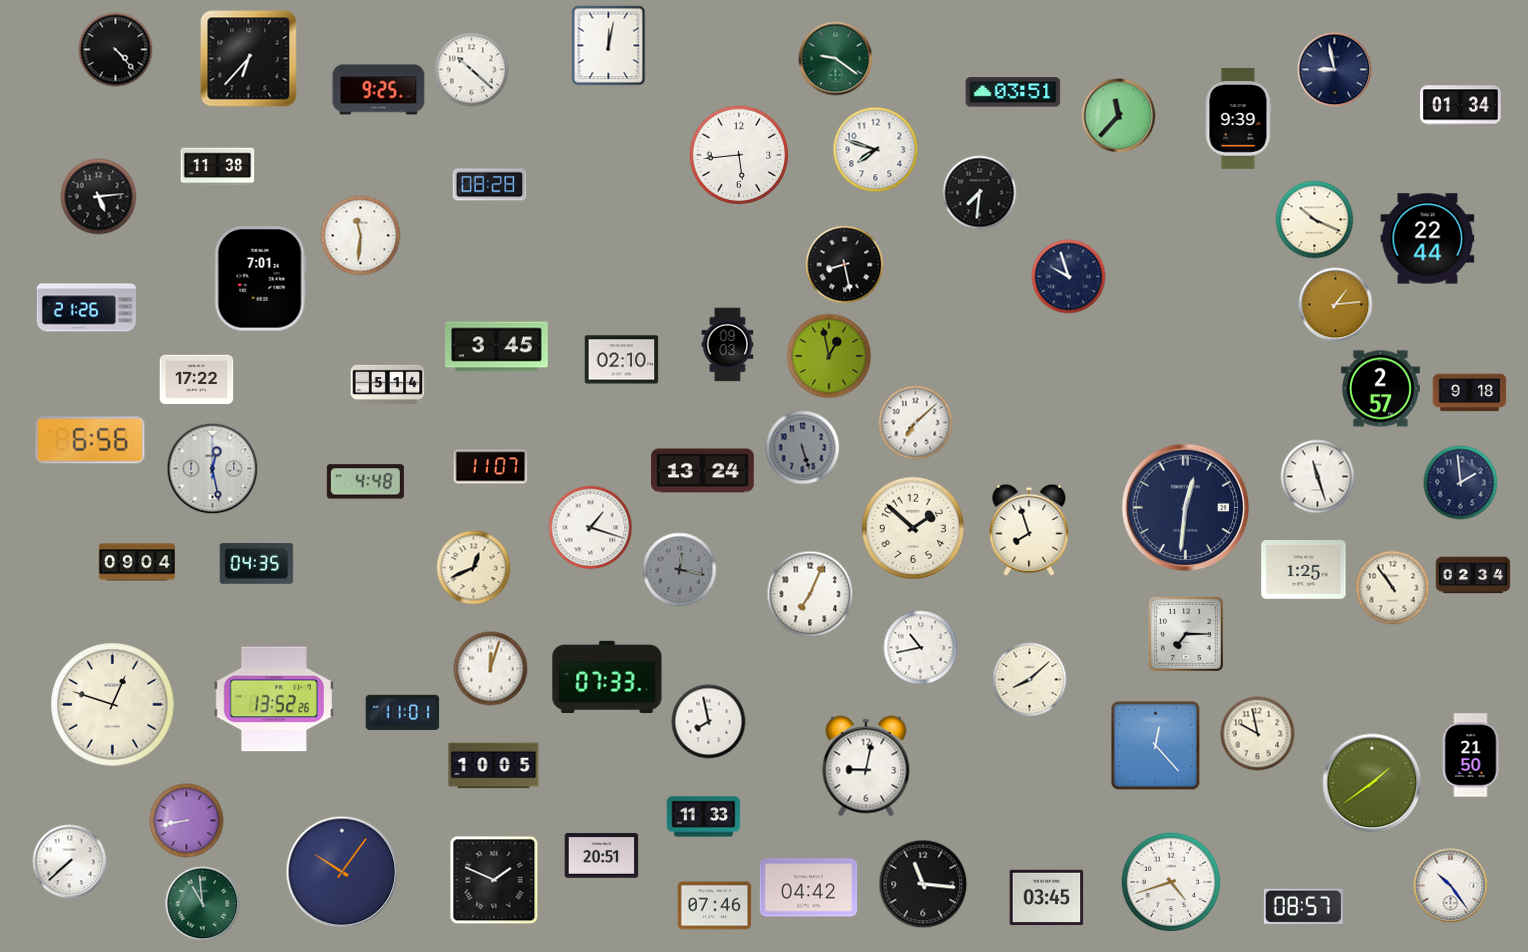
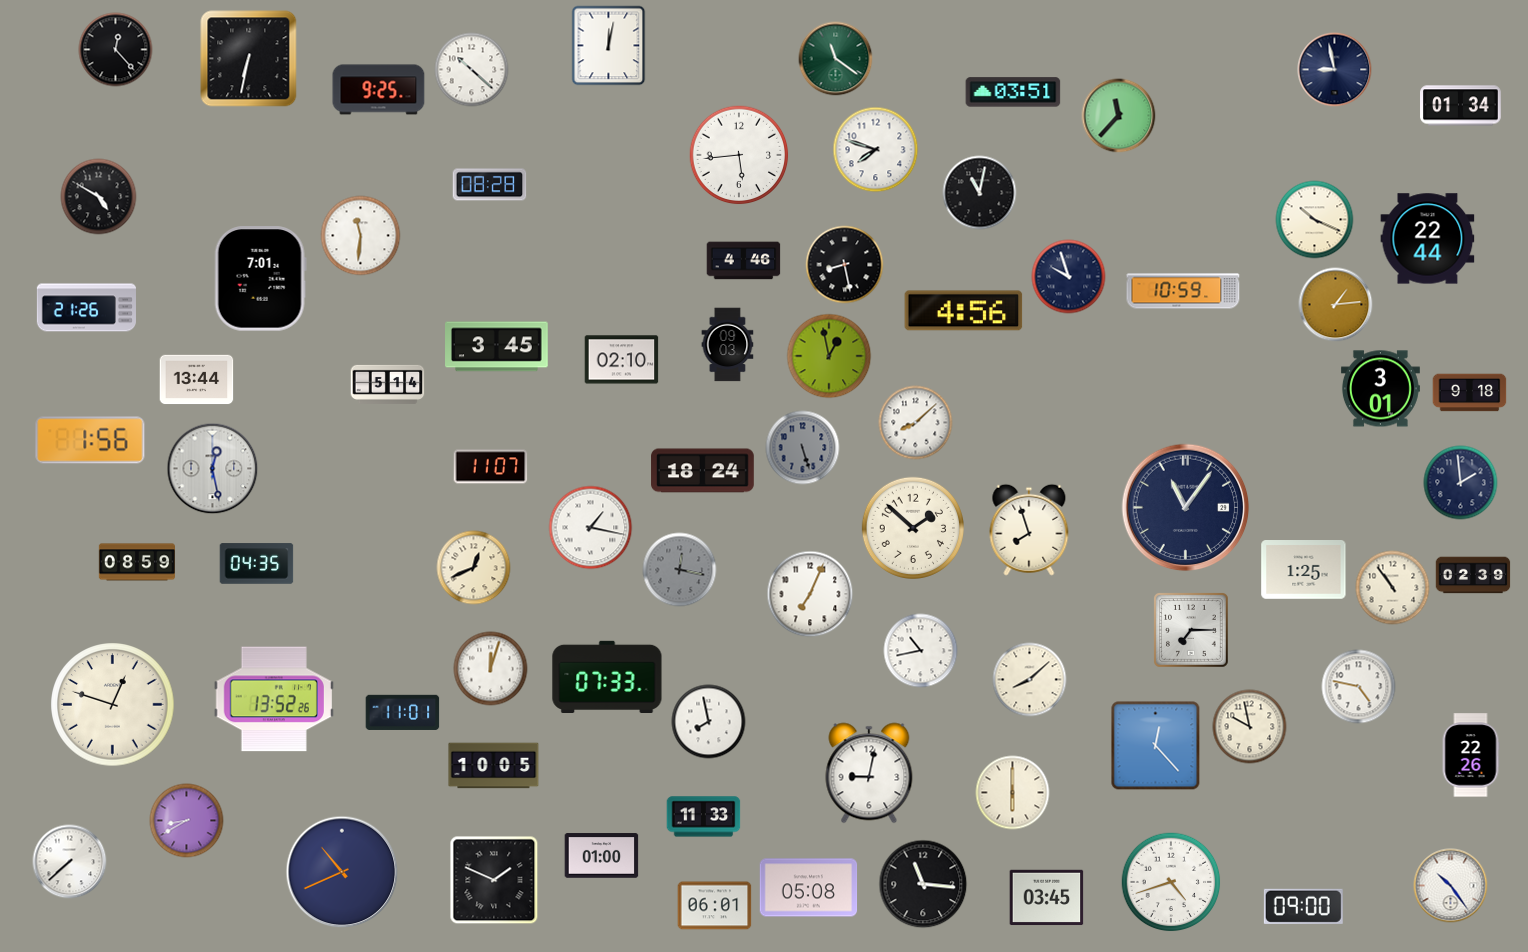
clock at (116, 50): 4:23 -> 12:23
clock at (249, 59): 6:37 -> 6:32
clock at (836, 59): 9:21 -> 11:21
clock at (1238, 118): 9:39 -> none
clock at (218, 167): 11:38 -> none
clock at (980, 193): 7:31 -> 11:02
clock at (99, 197): 5:14 -> 4:50
clock at (744, 261): none -> 4:46
clock at (1183, 291): none -> 10:59
clock at (964, 311): none -> 4:56
clock at (197, 380): 17:22 -> 13:44
clock at (1380, 389): 2:57 -> 3:01
clock at (916, 423): 7:08 -> 8:08
clock at (90, 440): 6:56 -> 1:56
clock at (703, 471): 13:24 -> 18:24
clock at (1318, 477): 11:27 -> none
clock at (365, 482): 4:48 -> none
clock at (1186, 508): 12:31 -> 11:06
clock at (591, 528): 1:18 -> 1:17
clock at (136, 562): 09:04 -> 08:59
clock at (1473, 575): 02:34 -> 02:39
clock at (1187, 635) position: (1187, 635) -> (1192, 631)
clock at (921, 648) position: (921, 648) -> (921, 651)
clock at (1359, 687): none -> 4:47
clock at (1258, 734) position: (1258, 734) -> (1250, 727)
clock at (1471, 755): 21:50 -> 22:26
clock at (866, 766) position: (866, 766) -> (869, 773)
clock at (1372, 783): 1:39 -> none
clock at (1013, 793): none -> 6:00
clock at (187, 821): 8:43 -> 8:40
clock at (602, 856): 20:51 -> 01:00
clock at (342, 872): 10:06 -> 10:41
clock at (809, 888): 04:42 -> 05:08
clock at (203, 904): 10:59 -> none
clock at (715, 906): 07:46 -> 06:01
clock at (1303, 906): 08:57 -> 09:00
